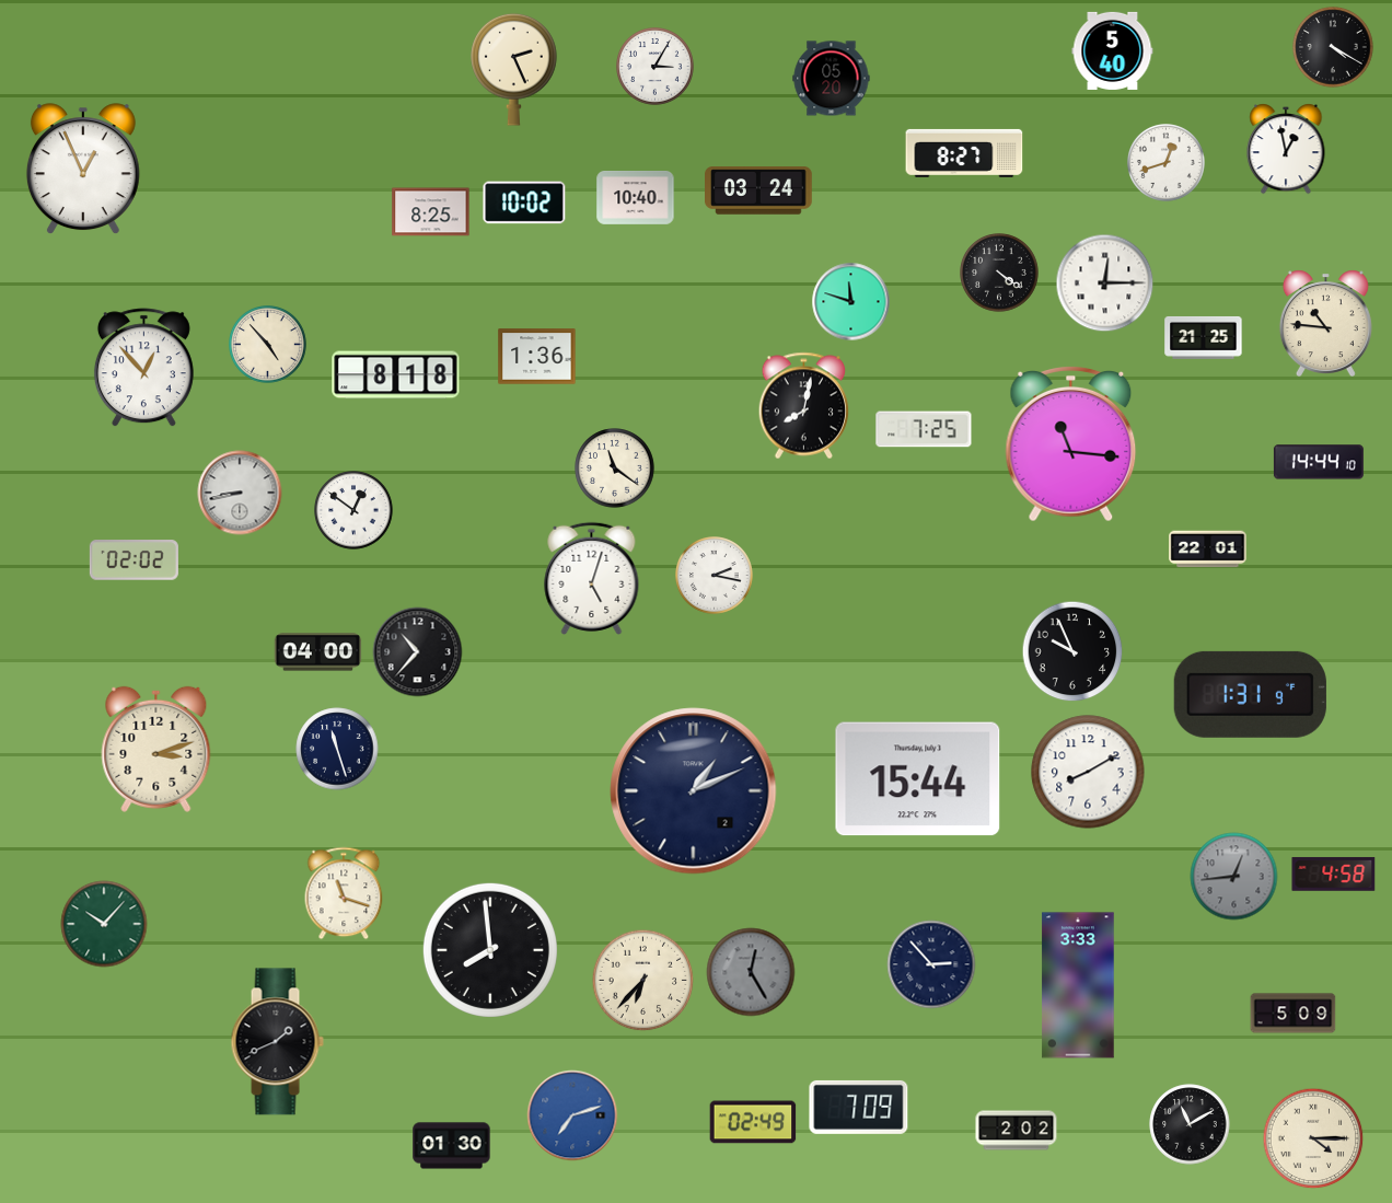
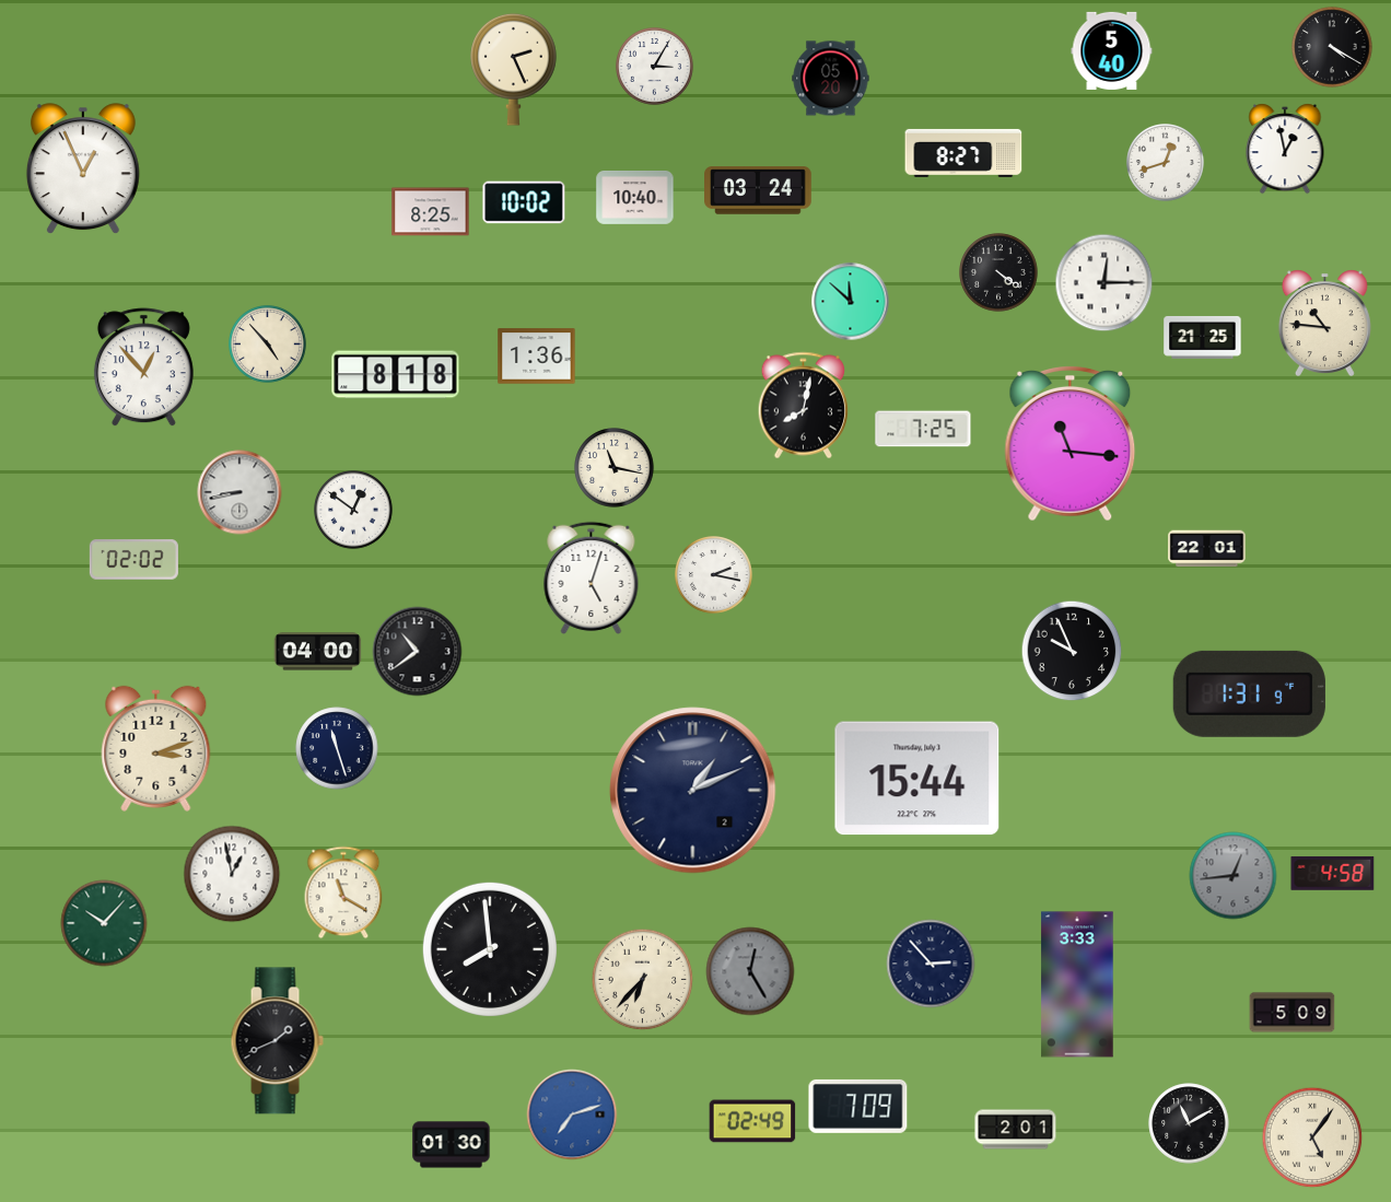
clock at (851, 302): 11:48 -> 11:52
clock at (1319, 462): 14:44 -> none
clock at (615, 469): 11:21 -> 11:17
clock at (418, 652): 10:37 -> 10:39
clock at (1088, 772): 8:10 -> none
clock at (232, 874): none -> 12:58
clock at (344, 893): 11:18 -> 11:20
clock at (1017, 1131): 2:02 -> 2:01
clock at (1313, 1138): 4:15 -> 5:06
